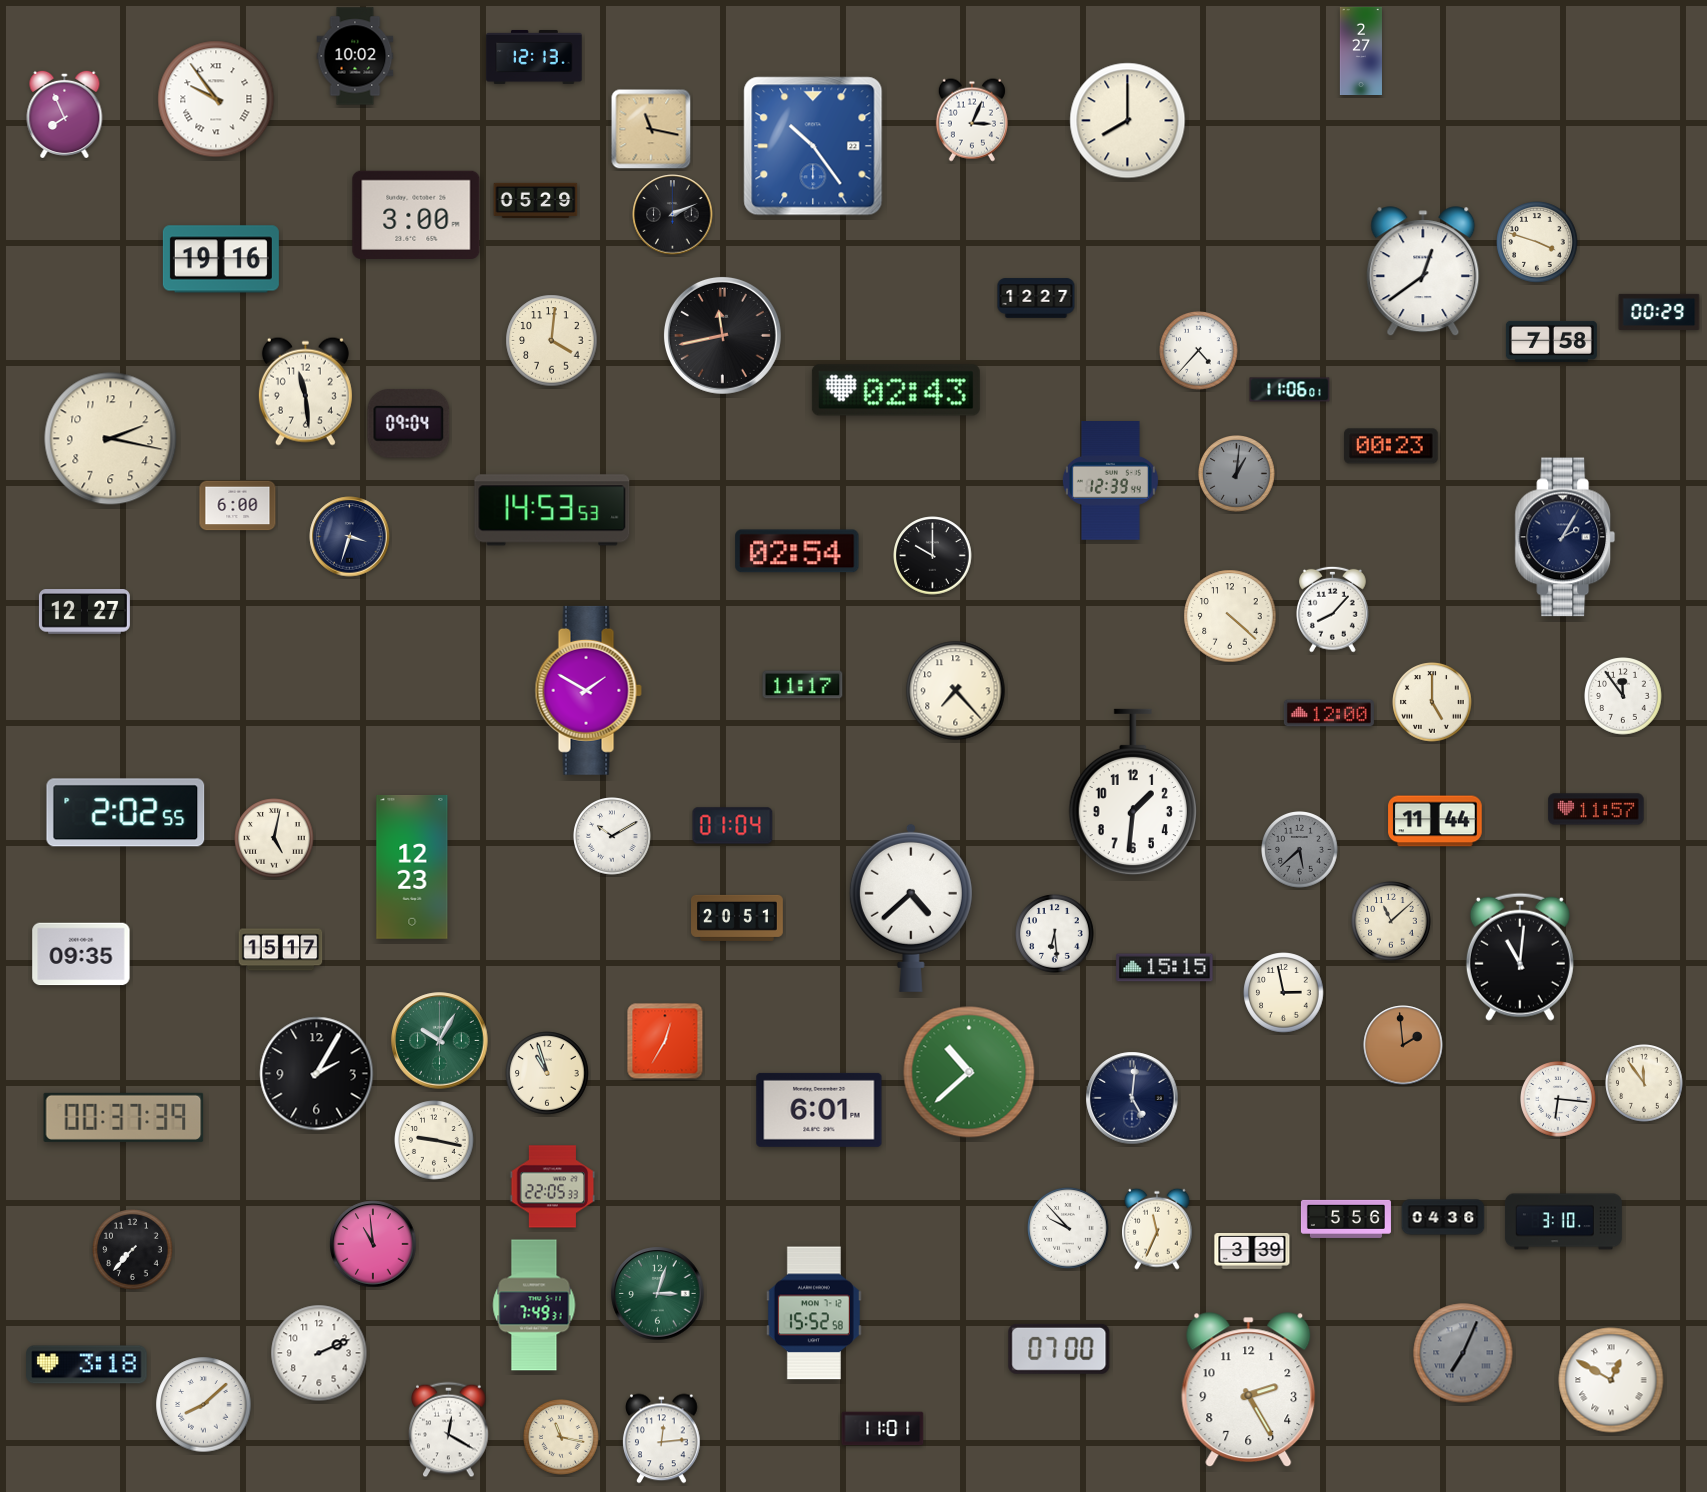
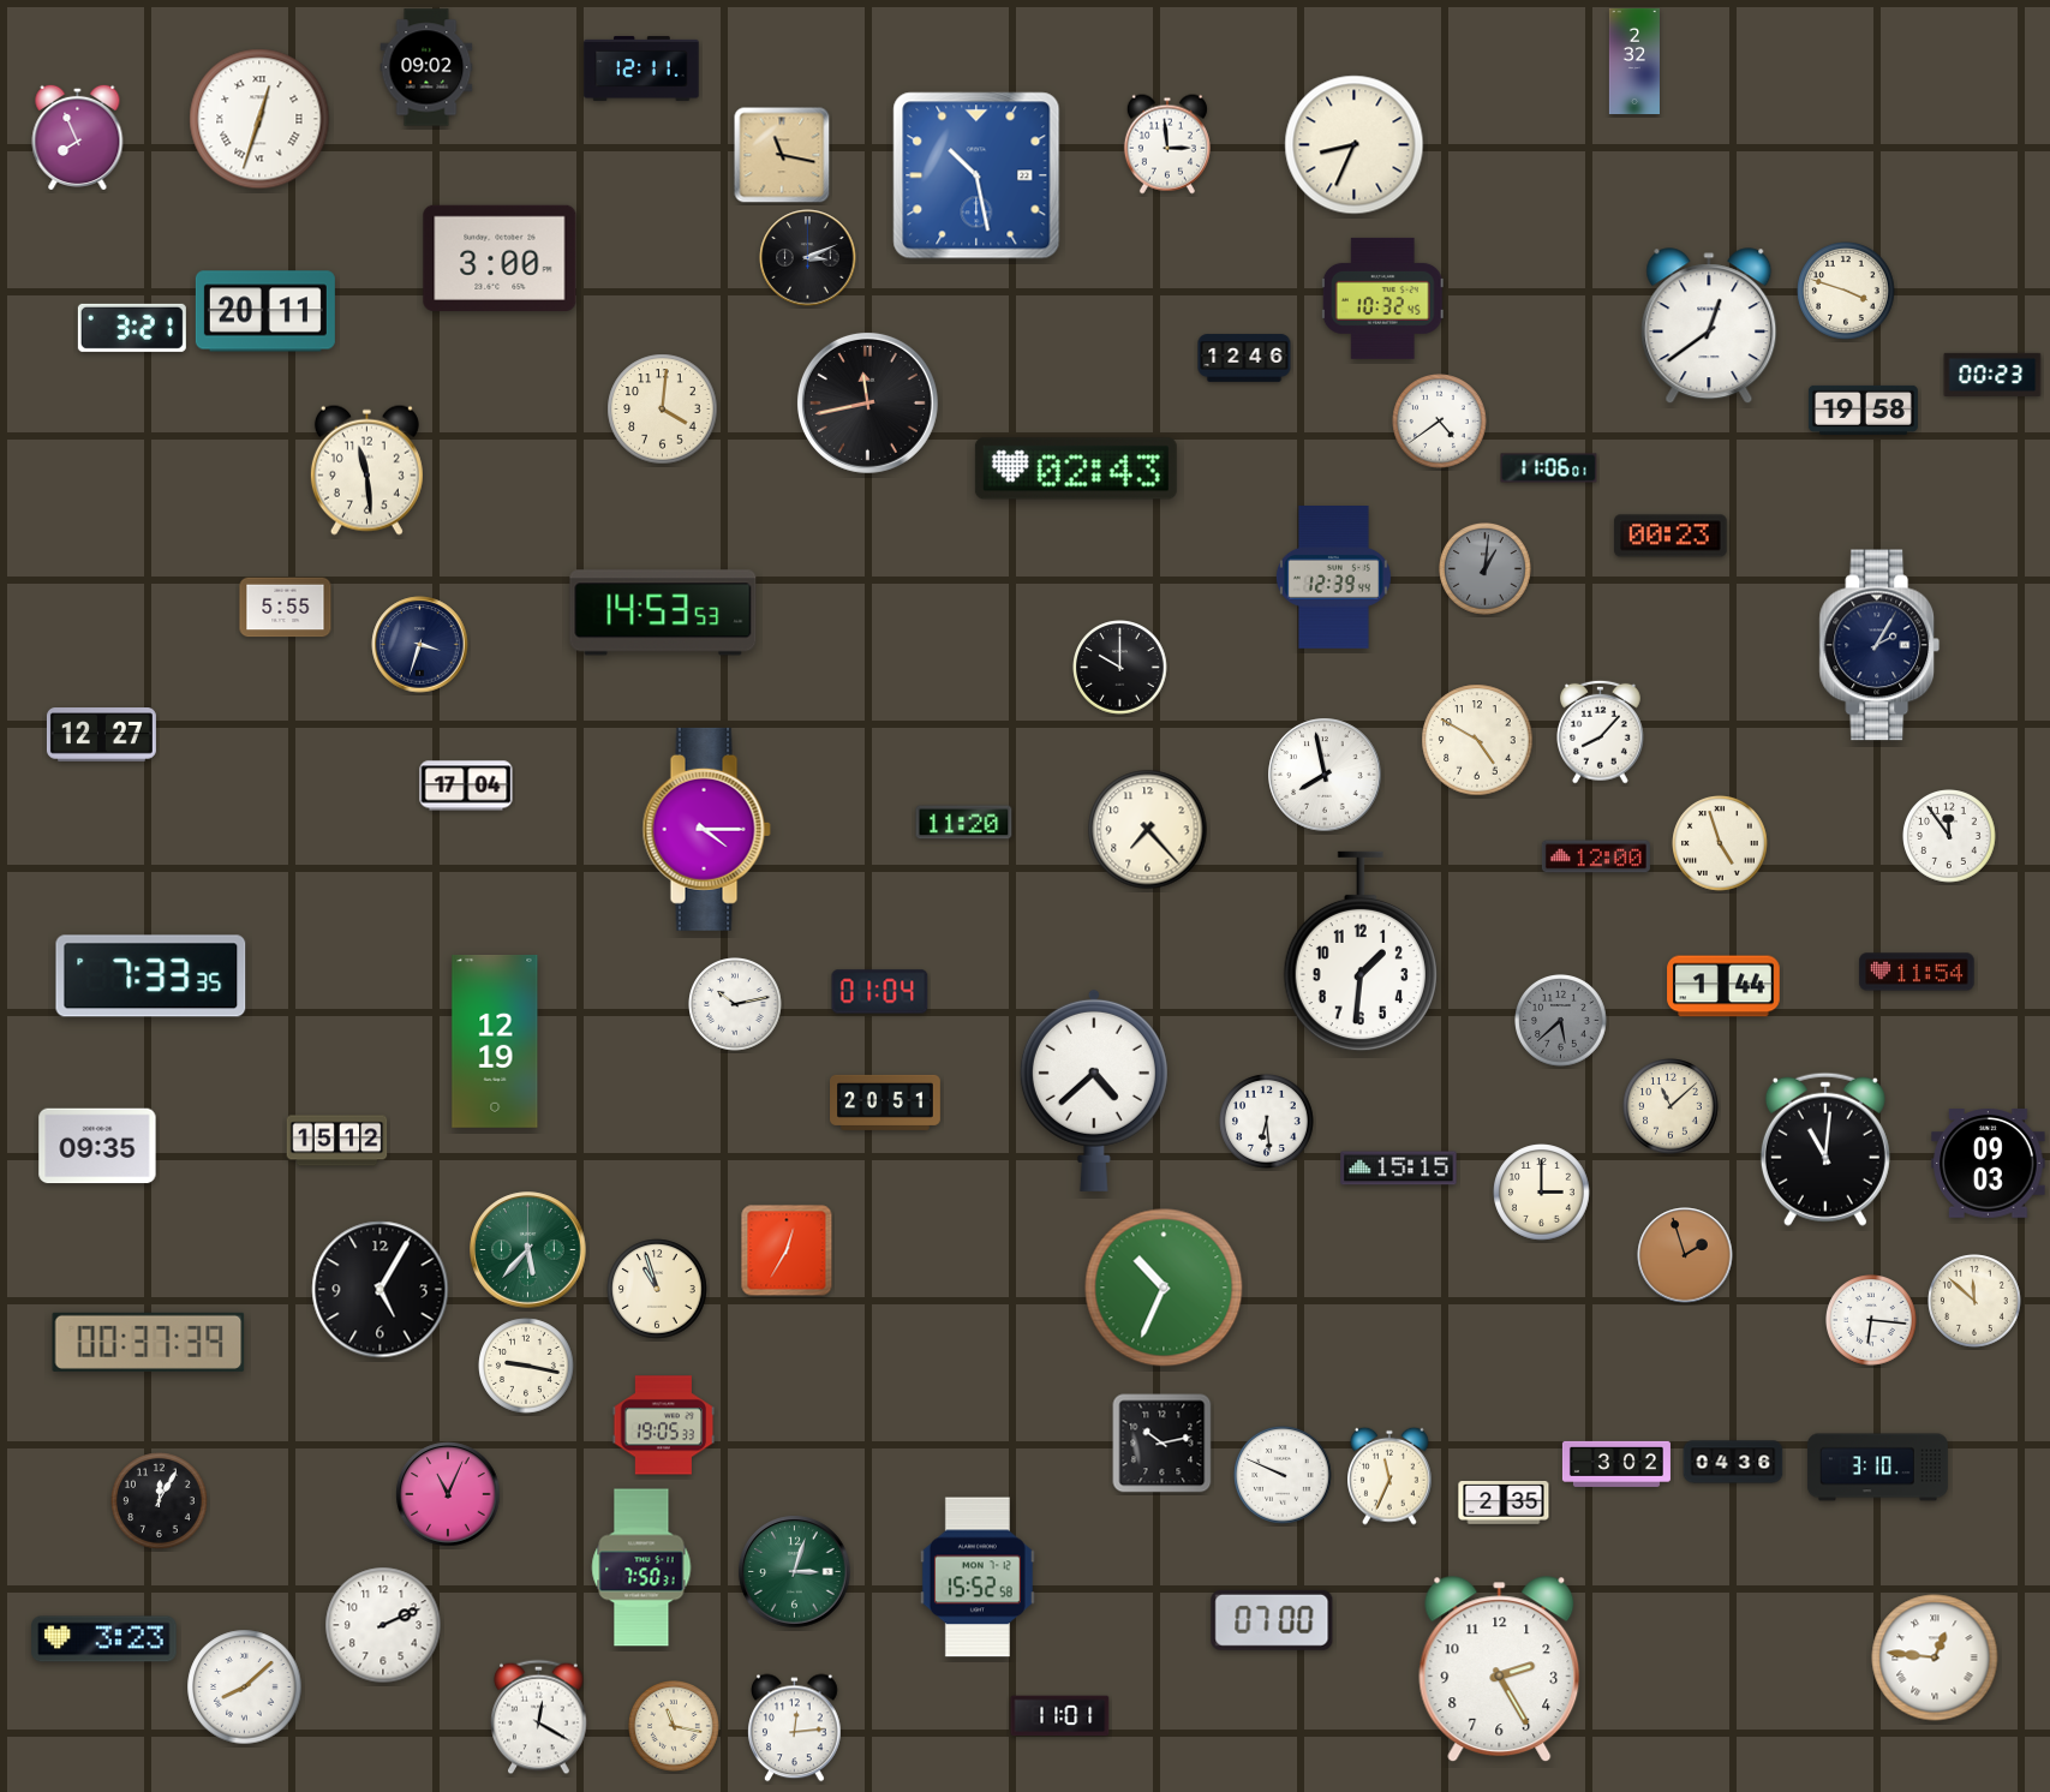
clock at (1361, 50): 2:27 -> 2:32
clock at (355, 56): 10:02 -> 09:02
clock at (534, 57): 12:13 -> 12:11
clock at (216, 99): 9:54 -> 12:33
clock at (972, 120): 3:04 -> 2:59
clock at (1128, 121): 8:00 -> 8:34
clock at (813, 146): 10:24 -> 10:28
clock at (536, 200): 05:29 -> none
clock at (673, 215): 2:11 -> 3:11
clock at (1382, 298): none -> 10:32
clock at (221, 259): 19:16 -> 20:11
clock at (132, 328): none -> 3:21
clock at (1036, 298): 12:27 -> 12:46
clock at (1659, 312): 00:29 -> 00:23
clock at (1551, 341): 7:58 -> 19:58
clock at (1199, 351): 4:37 -> 4:39
clock at (409, 423): 09:04 -> none
clock at (111, 439): 2:17 -> none
clock at (238, 506): 6:00 -> 5:55
clock at (797, 551): 02:54 -> none
clock at (1230, 616): 4:22 -> 4:50
clock at (1325, 775): none -> 7:58
clock at (466, 786): none -> 17:04
clock at (803, 685): 11:17 -> 11:20
clock at (588, 690): 1:50 -> 4:15
clock at (1432, 702): 5:00 -> 4:57
clock at (1596, 809): 11:57 -> 11:54
clock at (126, 813): 2:02 -> 7:33
clock at (1435, 821): 11:44 -> 1:44
clock at (612, 836): 10:10 -> 10:13
clock at (274, 838): 5:02 -> none
clock at (412, 868): 12:23 -> 12:19
clock at (281, 950): 15:17 -> 15:12
clock at (1165, 968) position: (1165, 968) -> (1399, 1169)
clock at (1989, 1164): none -> 09:03
clock at (1284, 993): 2:58 -> 3:00
clock at (440, 1041): 10:05 -> 5:37
clock at (665, 1041) position: (665, 1041) -> (787, 1250)
clock at (1403, 1045): 1:59 -> 1:57
clock at (969, 1072): 10:38 -> 10:34
clock at (317, 1074): 2:05 -> 5:05
clock at (1644, 1083): 11:54 -> 11:52
clock at (1132, 1098): 5:01 -> none
clock at (819, 1110): 6:01 -> none
clock at (434, 1140) position: (434, 1140) -> (526, 1366)
clock at (553, 1187): 22:05 -> 19:05
clock at (1163, 1444): none -> 10:13
clock at (1346, 1219): 5:56 -> 3:02
clock at (1068, 1228): 9:53 -> 9:49
clock at (373, 1244): 10:59 -> 11:04
clock at (133, 1250): 7:37 -> 12:05
clock at (1252, 1252): 3:39 -> 2:35
clock at (658, 1294) position: (658, 1294) -> (795, 1572)
clock at (534, 1305): 7:49 -> 7:50
clock at (1463, 1353): 7:04 -> none
clock at (87, 1365): 3:18 -> 3:23
clock at (1611, 1380): 12:50 -> 12:46
